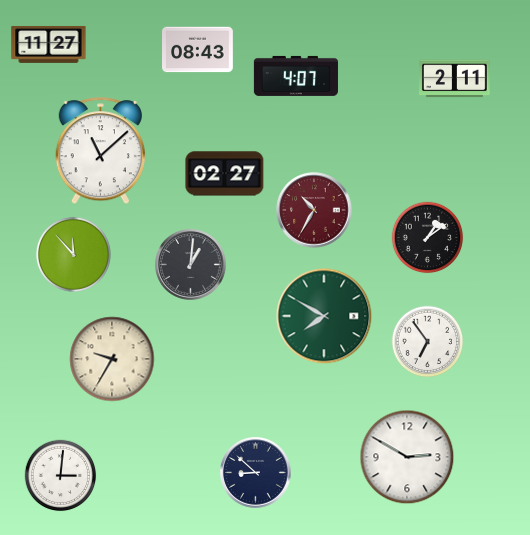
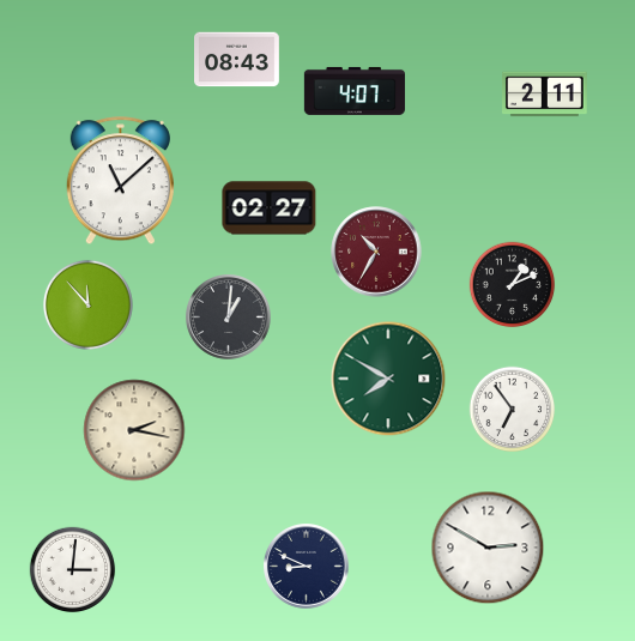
clock at (49, 44): 11:27 -> none
clock at (428, 238): 1:09 -> 1:11
clock at (112, 359): 9:35 -> 2:17
clock at (256, 473): 8:52 -> 8:49
